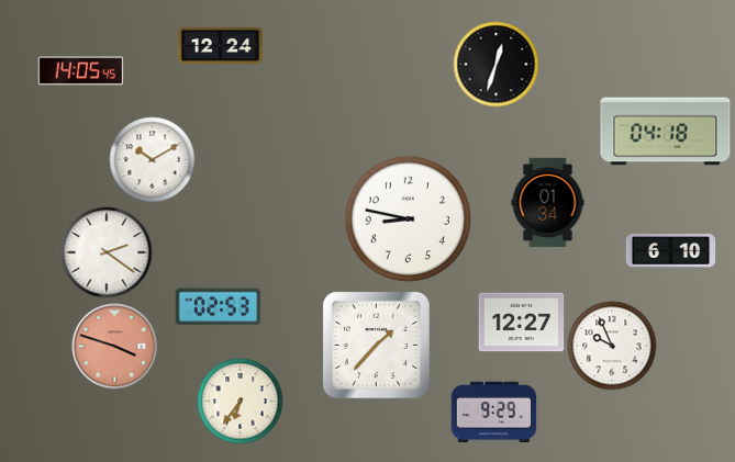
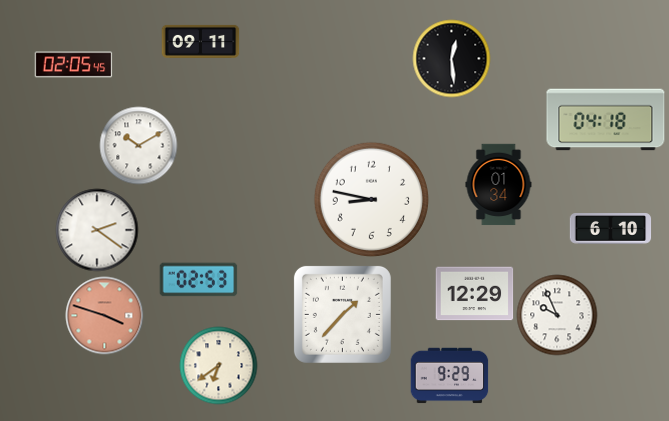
clock at (220, 45): 12:24 -> 09:11
clock at (495, 64): 12:33 -> 12:29
clock at (80, 71): 14:05 -> 02:05
clock at (521, 323): 12:27 -> 12:29
clock at (240, 401): 6:36 -> 6:39
